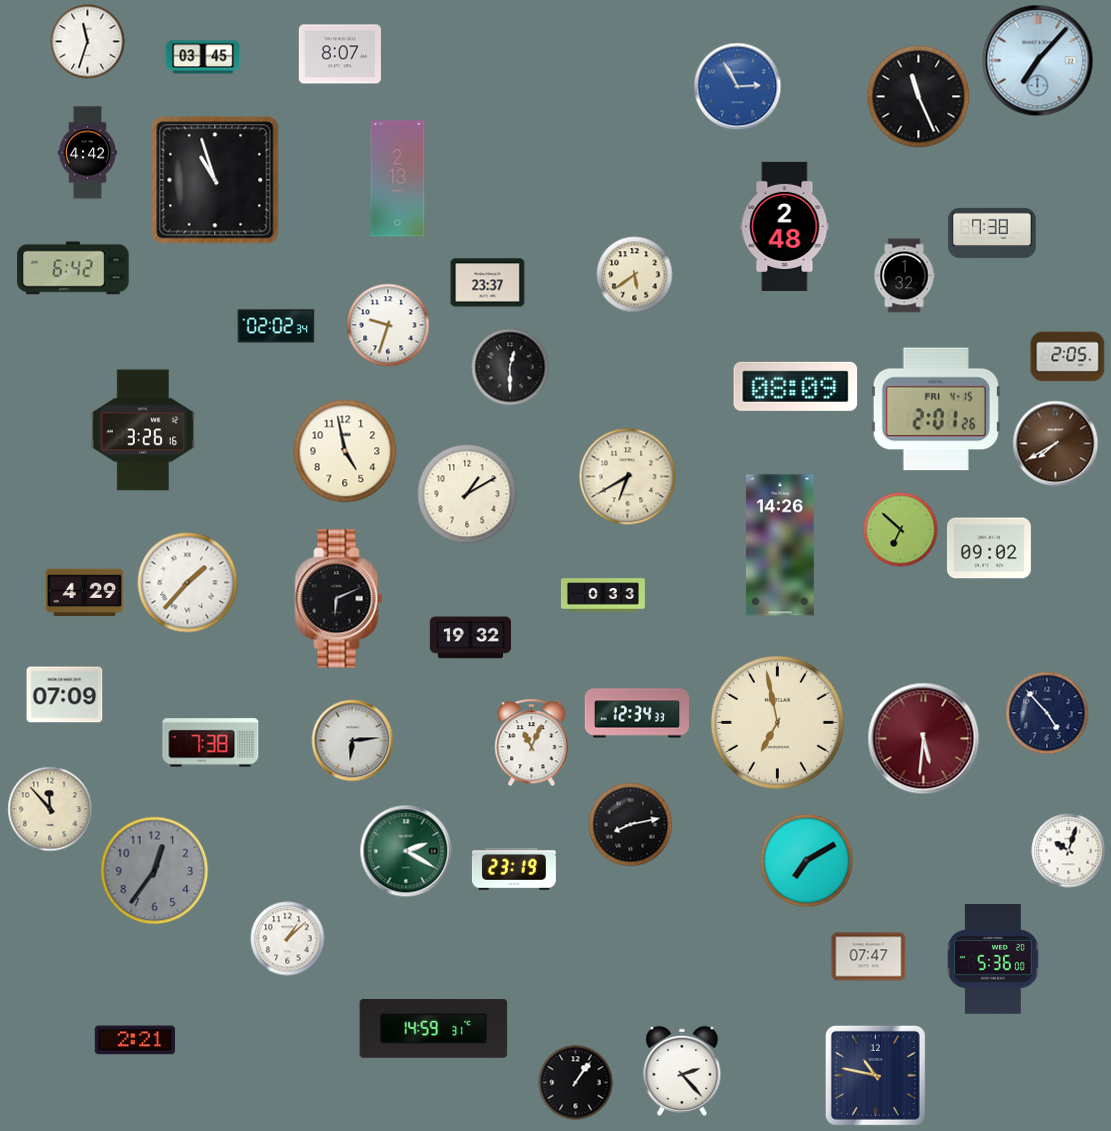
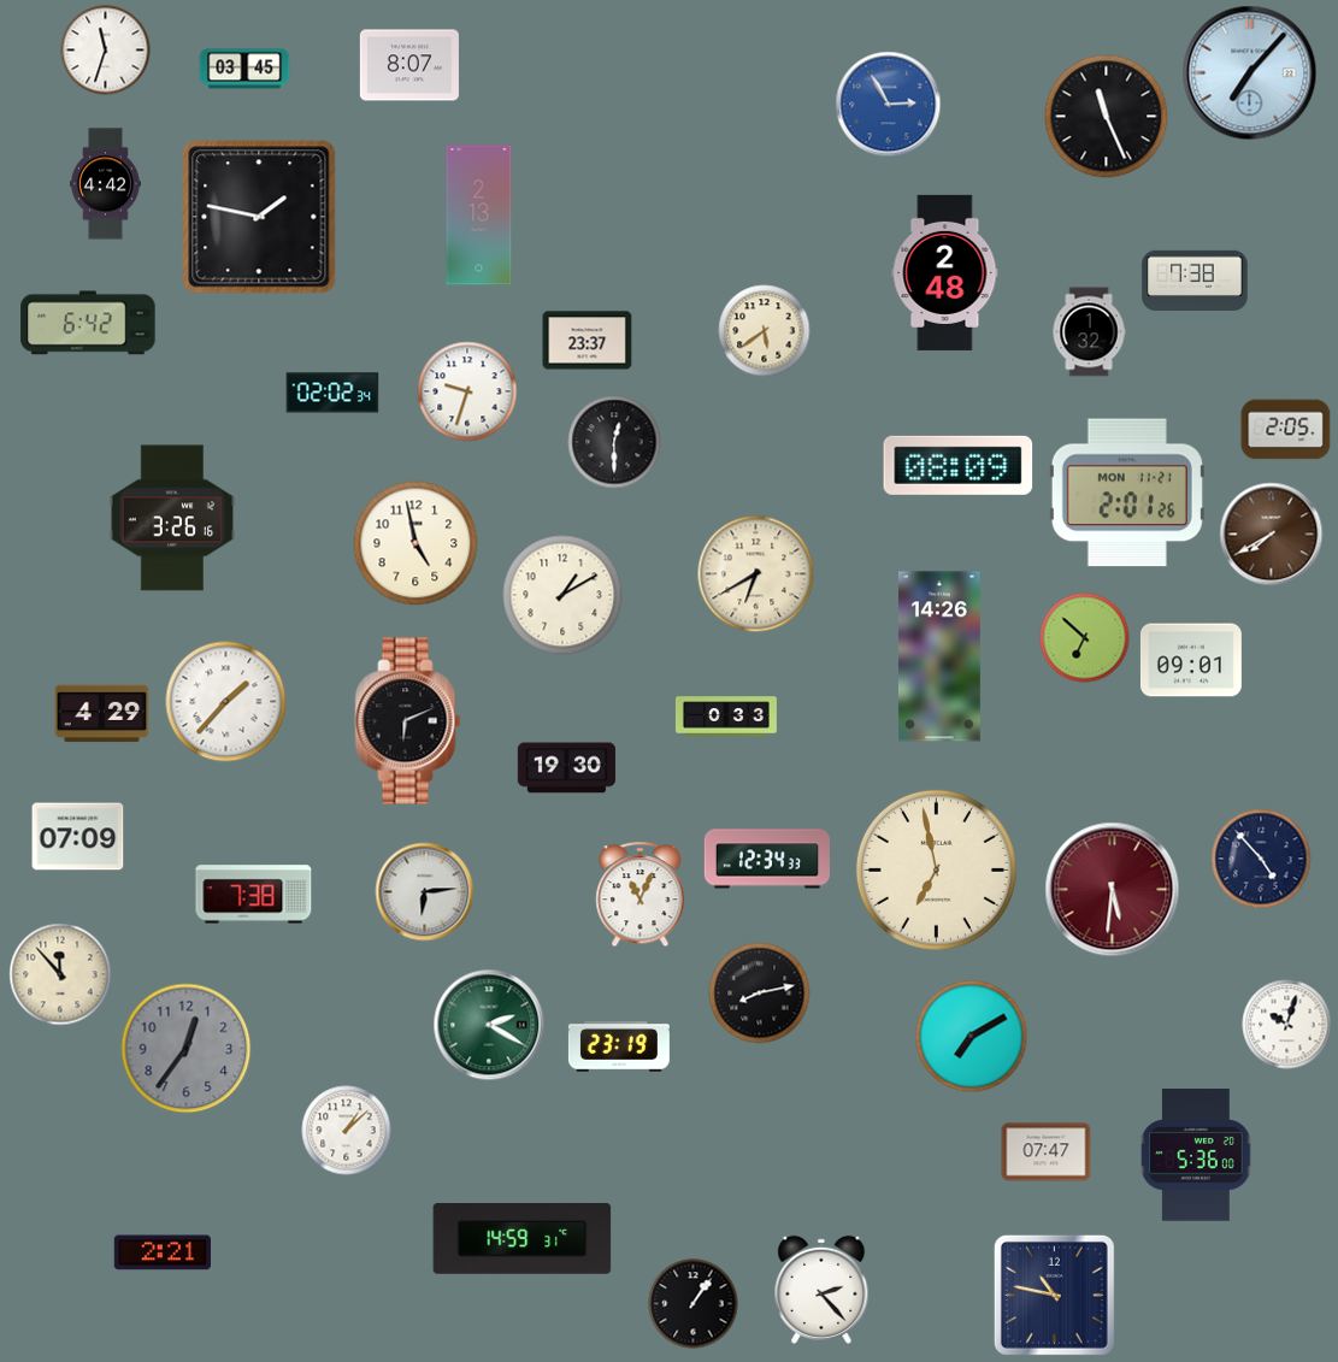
clock at (215, 180): 10:57 -> 1:47
clock at (936, 409) date: FRI 4-15 -> MON 11-21
clock at (989, 548): 09:02 -> 09:01
clock at (470, 638): 19:32 -> 19:30
